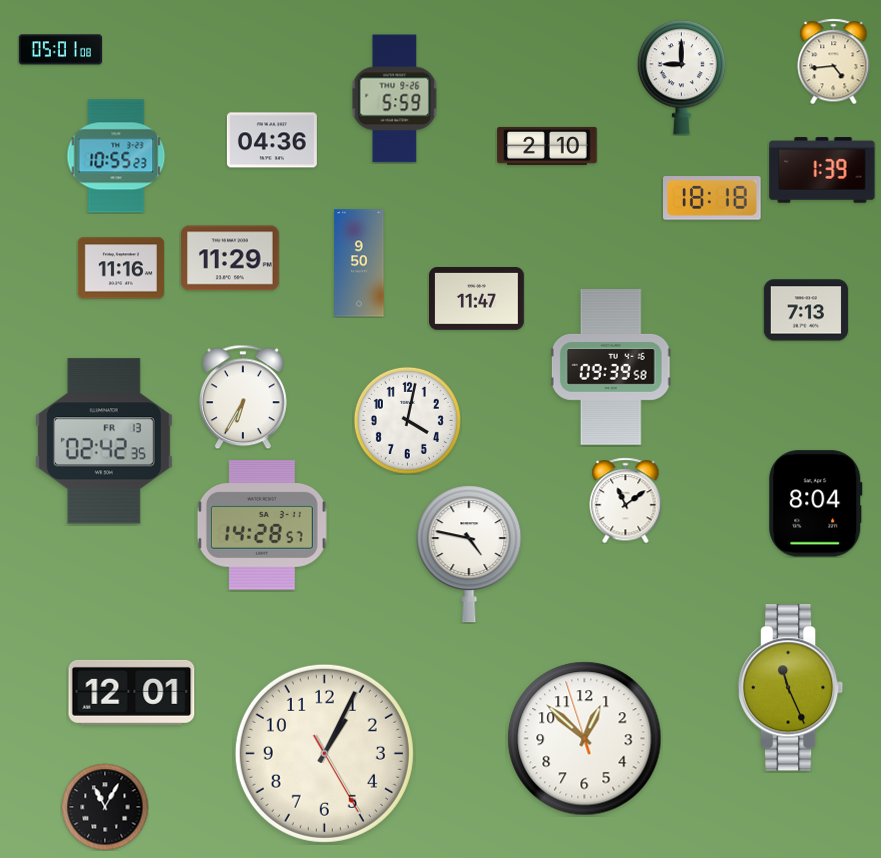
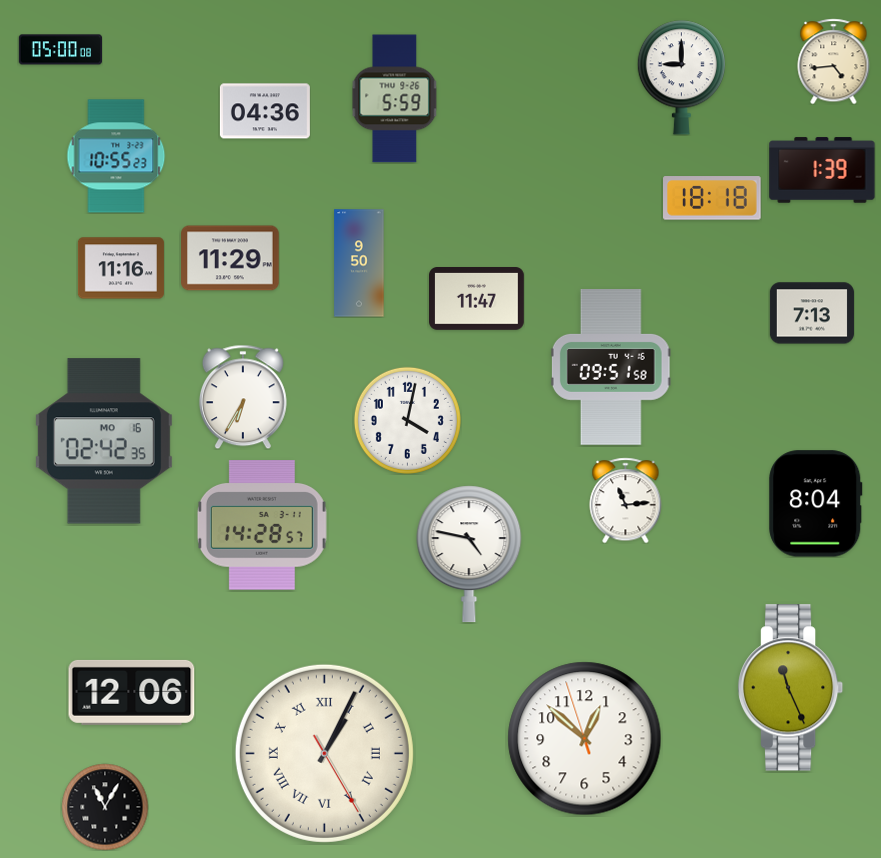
clock at (60, 50): 05:01 -> 05:00
clock at (272, 140) position: (272, 140) -> (265, 111)
clock at (547, 146): 2:10 -> none
clock at (806, 310) position: (806, 310) -> (812, 313)
clock at (611, 368): 09:39 -> 09:51
clock at (104, 441) date: FR 13 -> MO 16
clock at (626, 500): 11:09 -> 11:14
clock at (132, 692): 12:01 -> 12:06
clock at (324, 753) numerals: Arabic -> Roman
